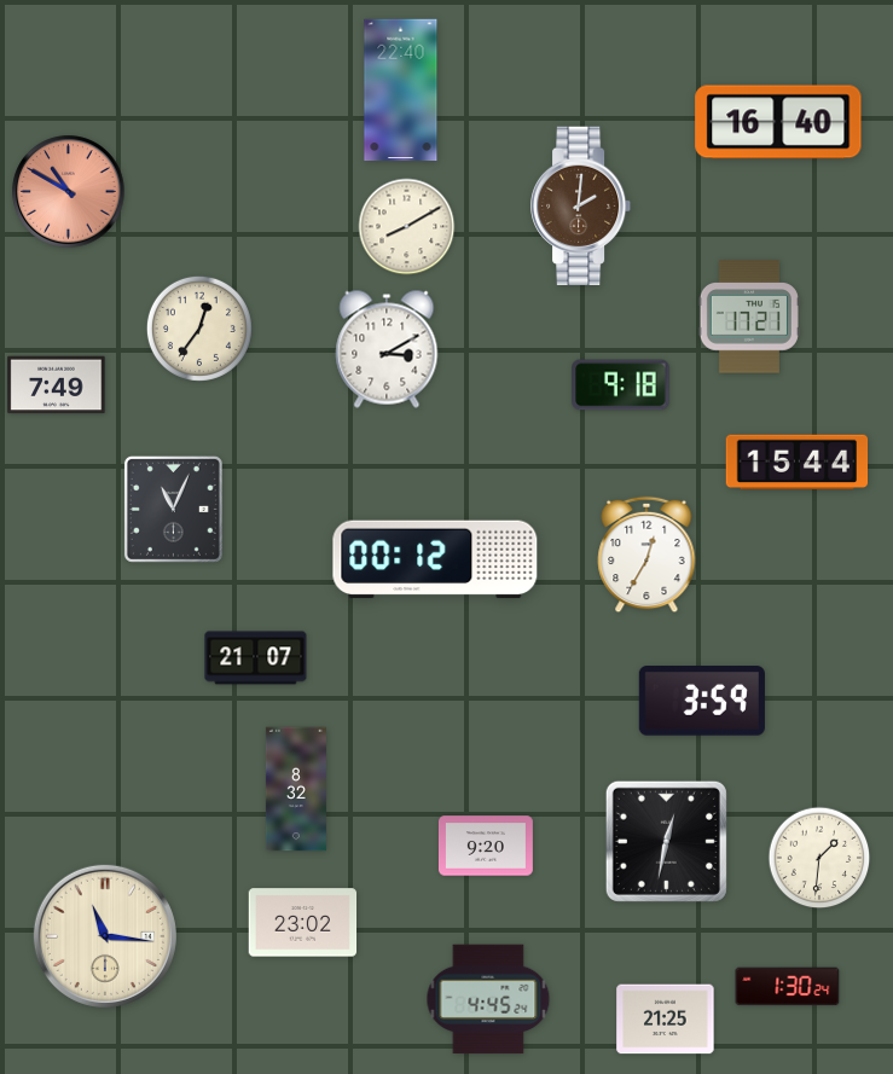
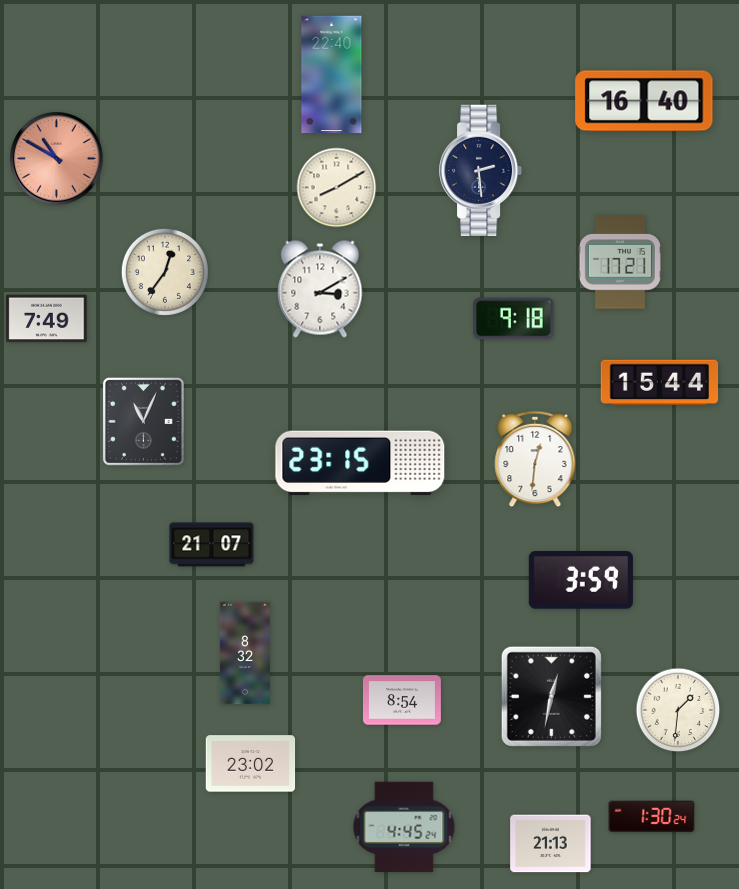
clock at (582, 205): 2:01 -> 2:29
clock at (582, 205) dial: brown -> navy
clock at (646, 555): 12:35 -> 12:31
clock at (435, 559): 00:12 -> 23:15
clock at (486, 846): 9:20 -> 8:54
clock at (105, 936): 11:16 -> none
clock at (666, 1020): 21:25 -> 21:13
